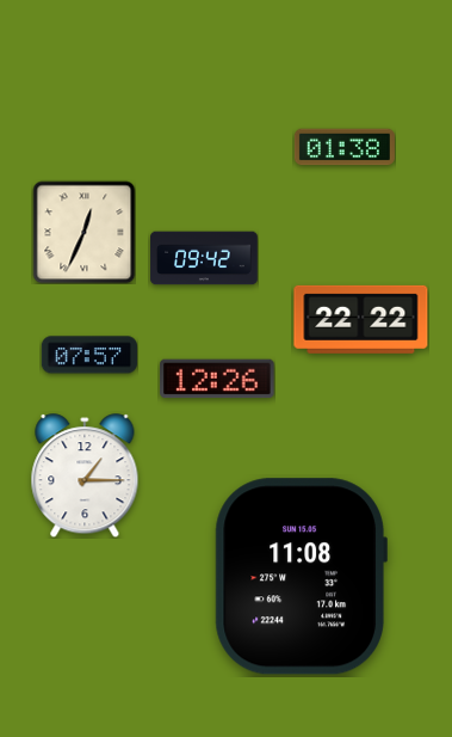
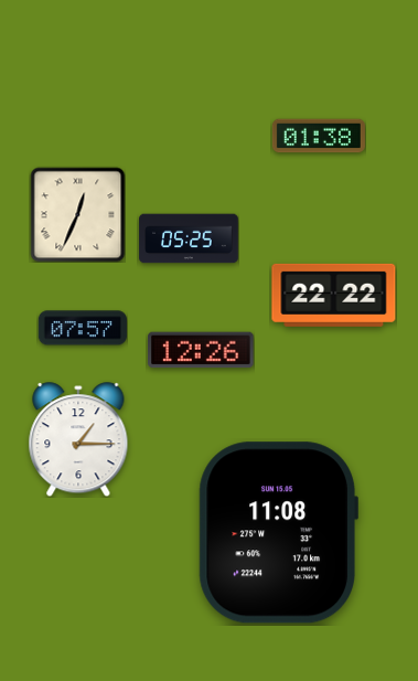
clock at (204, 258): 09:42 -> 05:25
